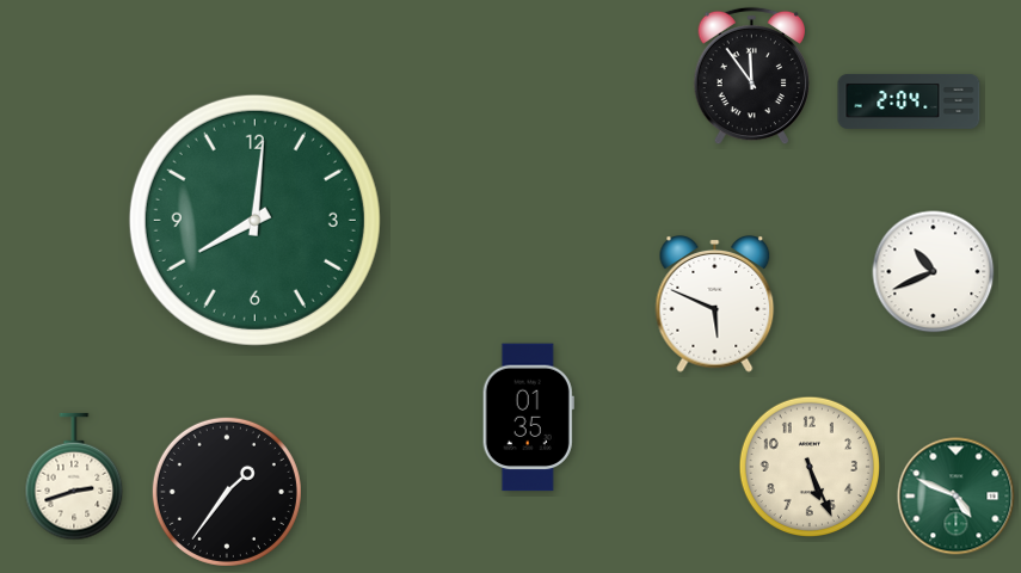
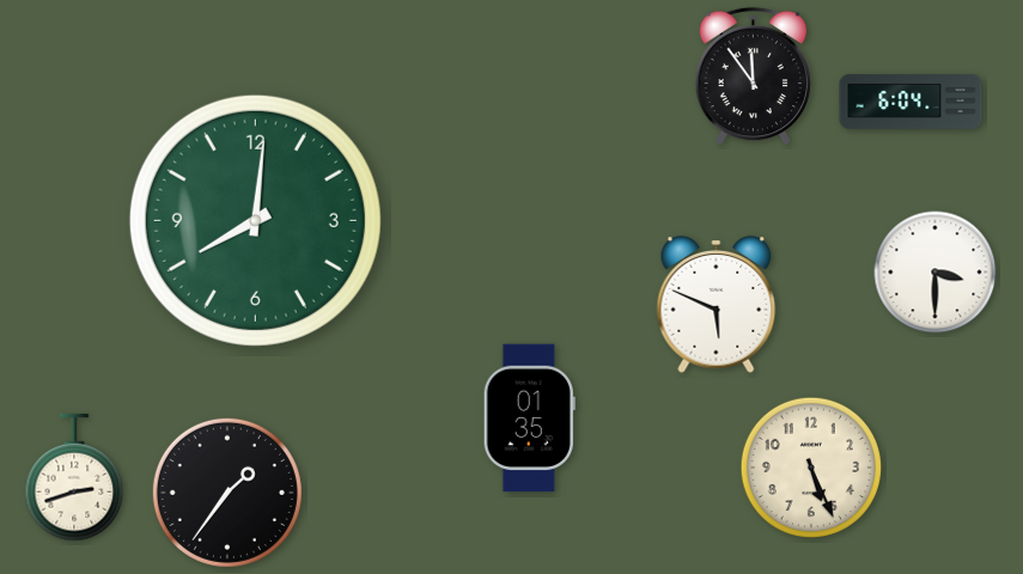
clock at (909, 101): 2:04 -> 6:04
clock at (934, 272): 10:41 -> 3:30
clock at (957, 497): 4:49 -> none
